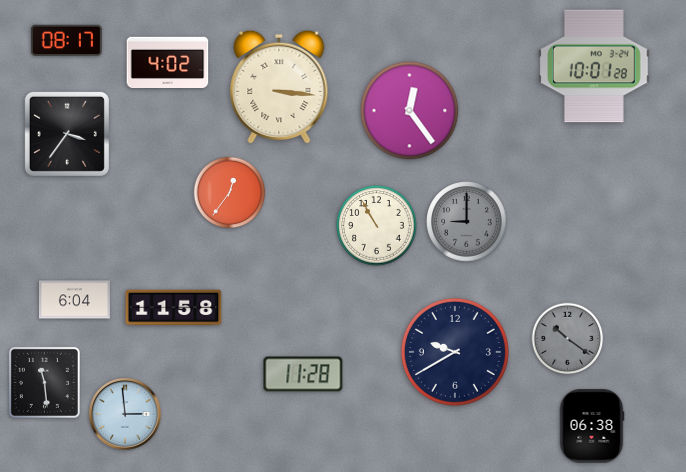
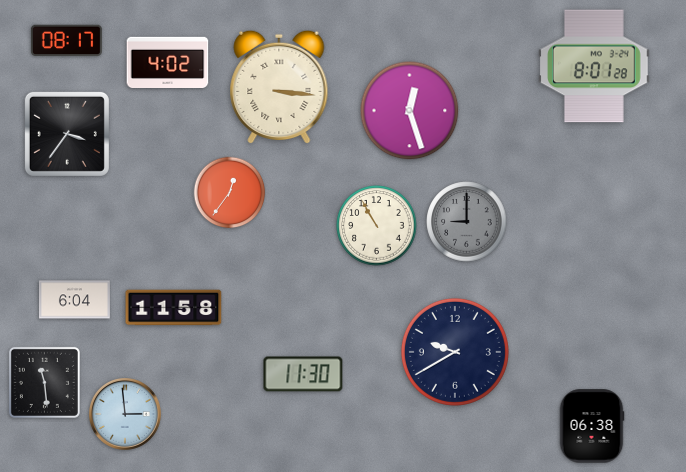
clock at (595, 66): 10:01 -> 8:01
clock at (410, 111): 12:24 -> 12:27
clock at (568, 339): 10:21 -> none
clock at (303, 374): 11:28 -> 11:30
